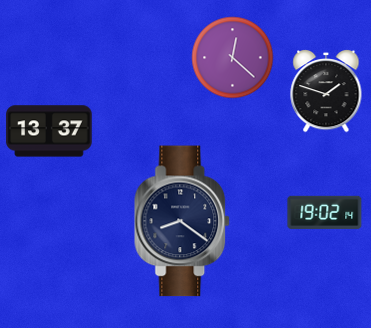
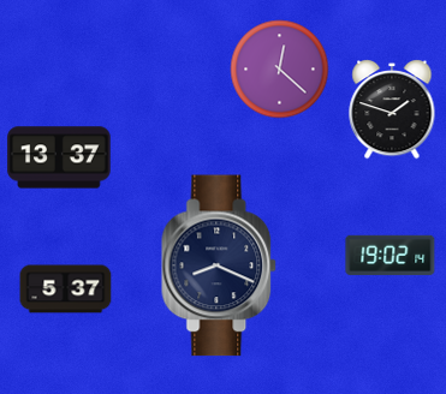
clock at (183, 221): 8:21 -> 8:19
clock at (66, 289): none -> 5:37
